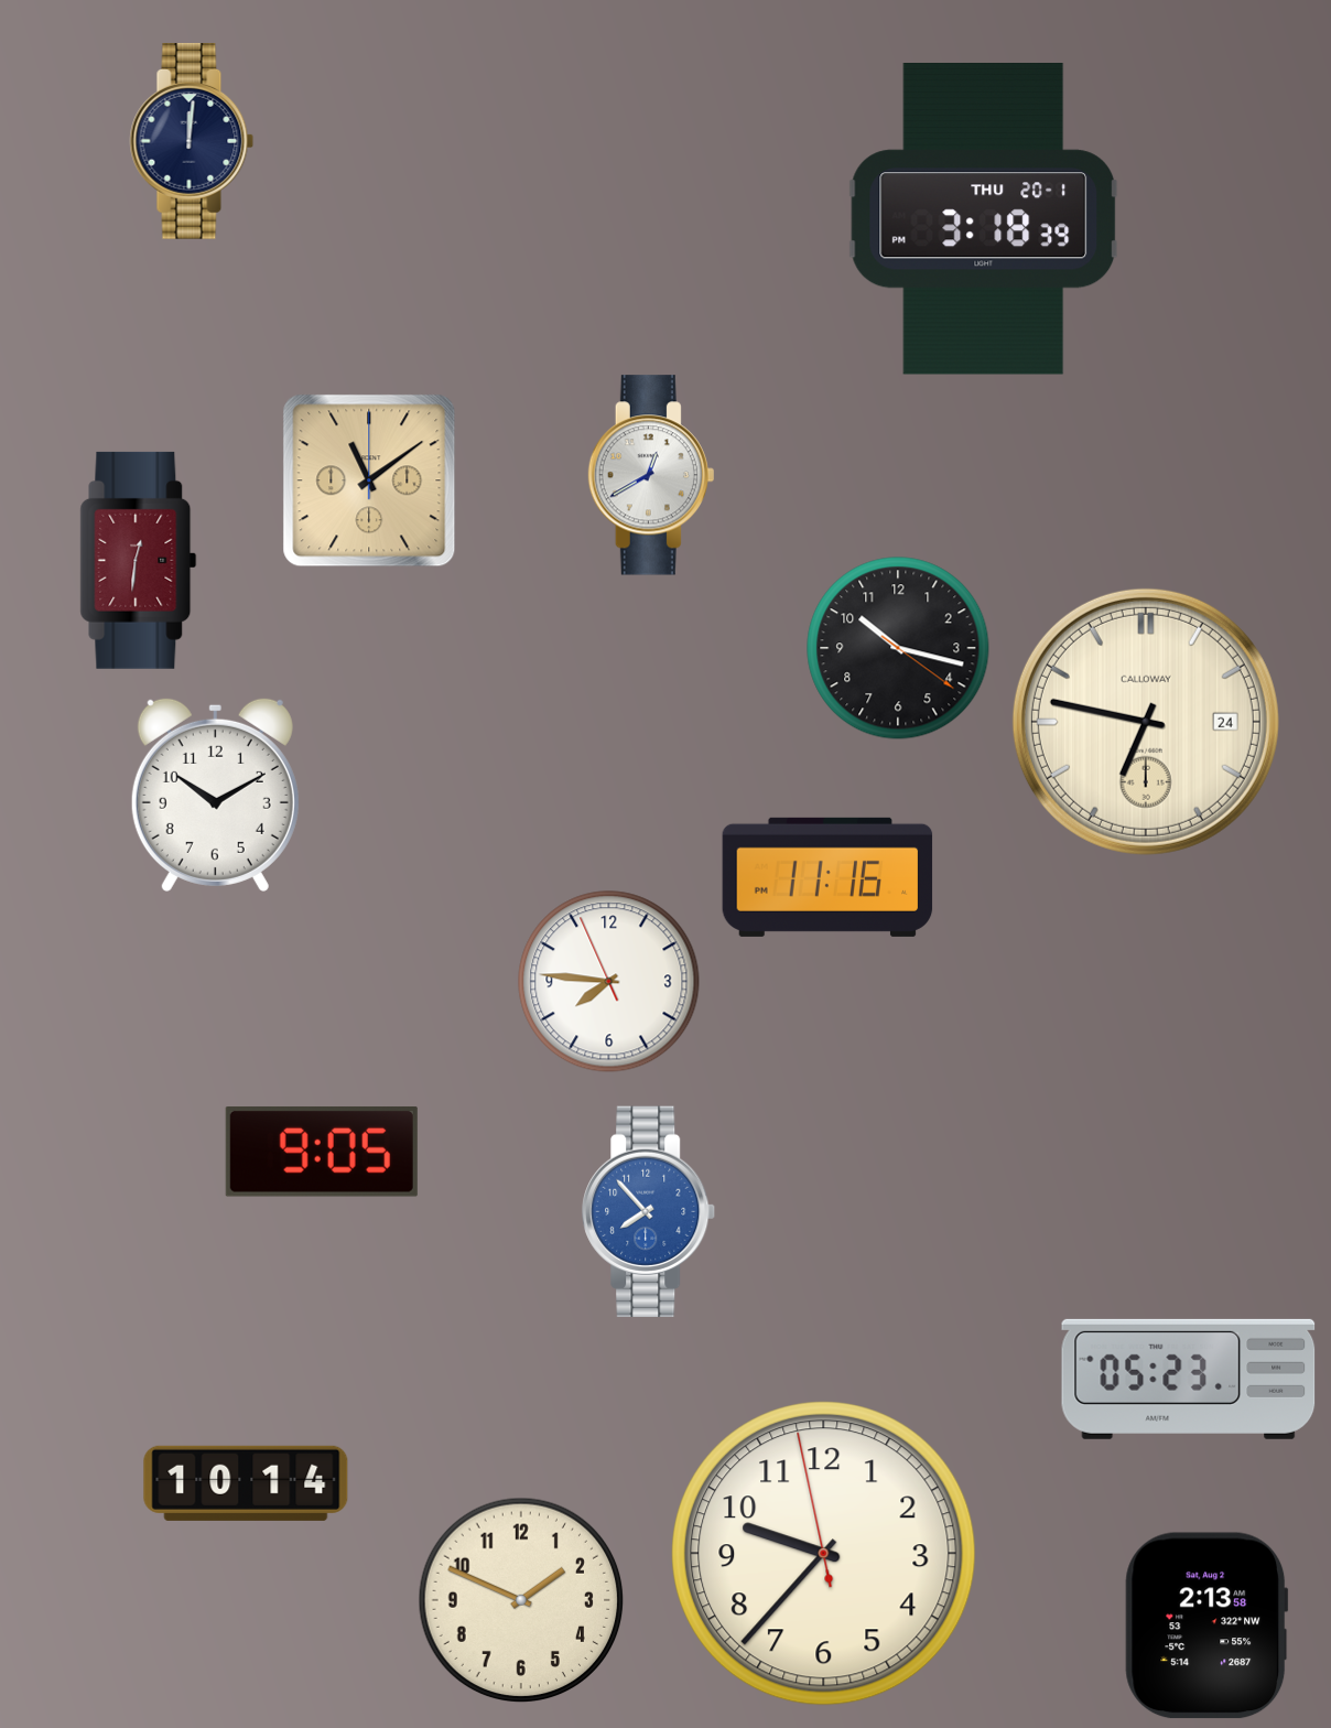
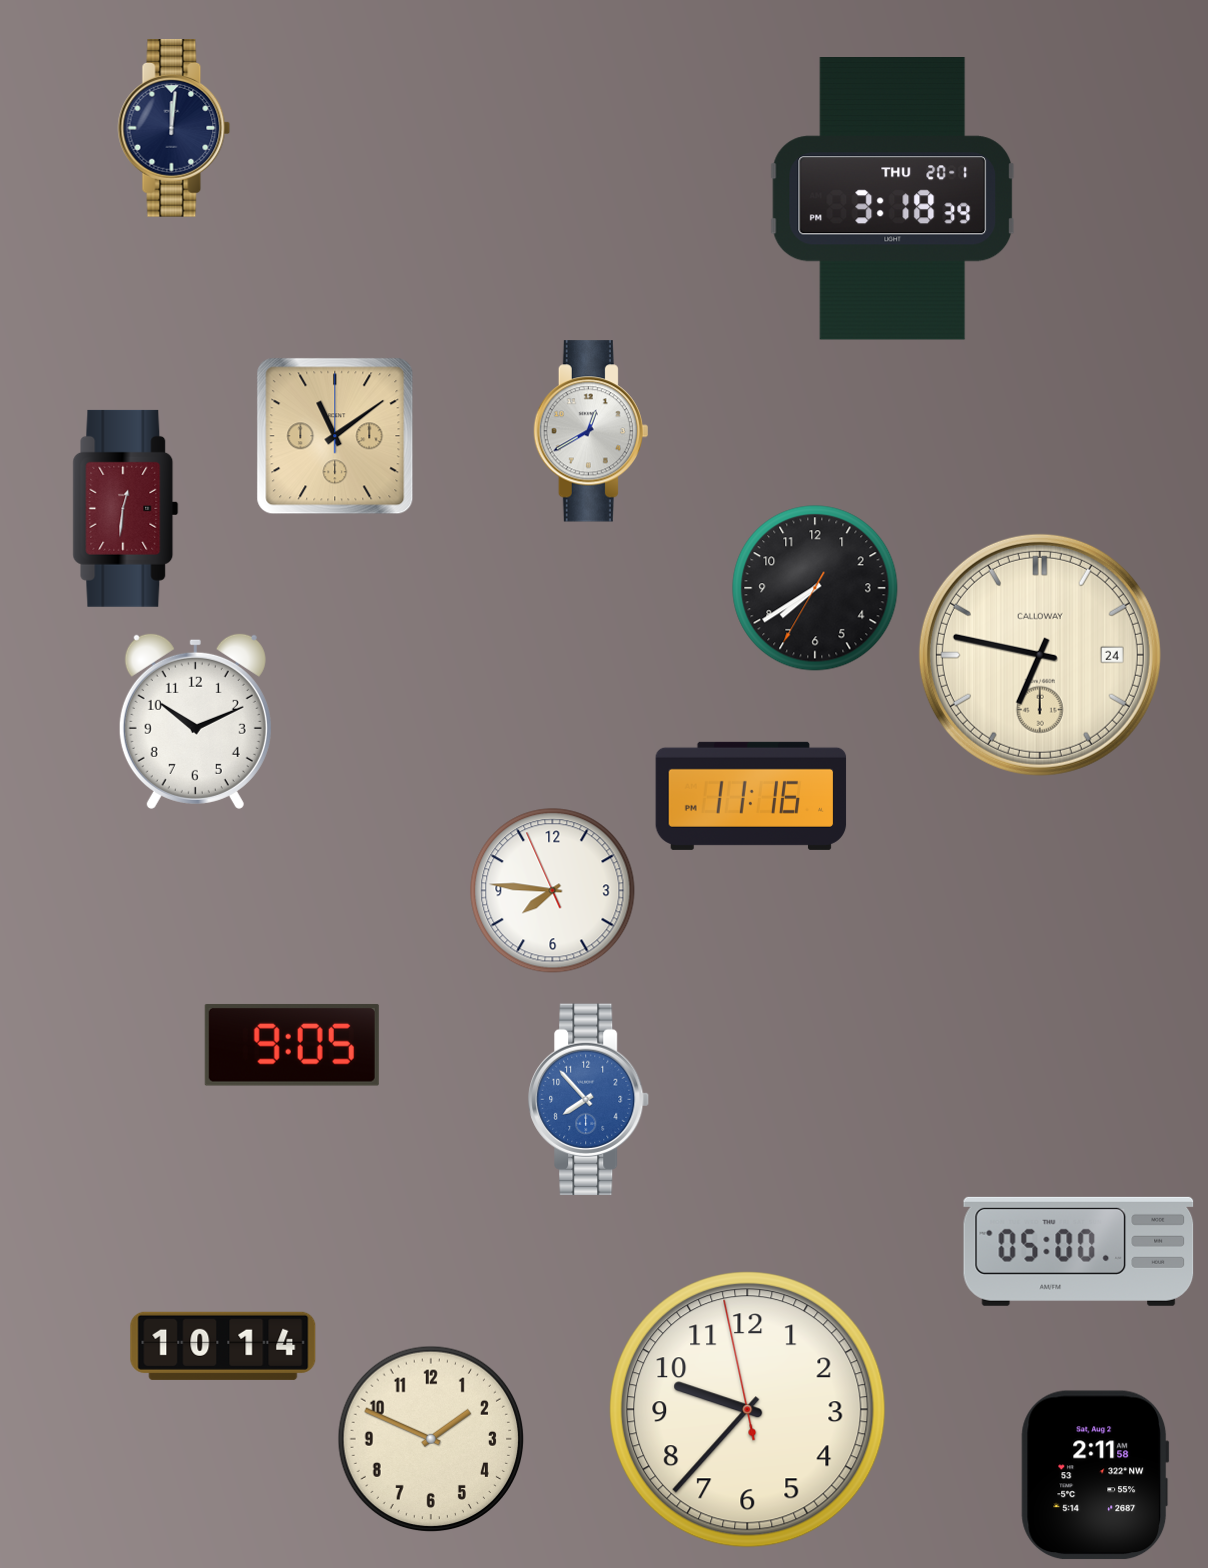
clock at (898, 648): 10:17 -> 7:39
clock at (215, 795): 10:10 -> 10:11
clock at (1189, 1379): 05:23 -> 05:00
clock at (521, 1600) position: (521, 1600) -> (431, 1439)
clock at (1206, 1626): 2:13 -> 2:11
